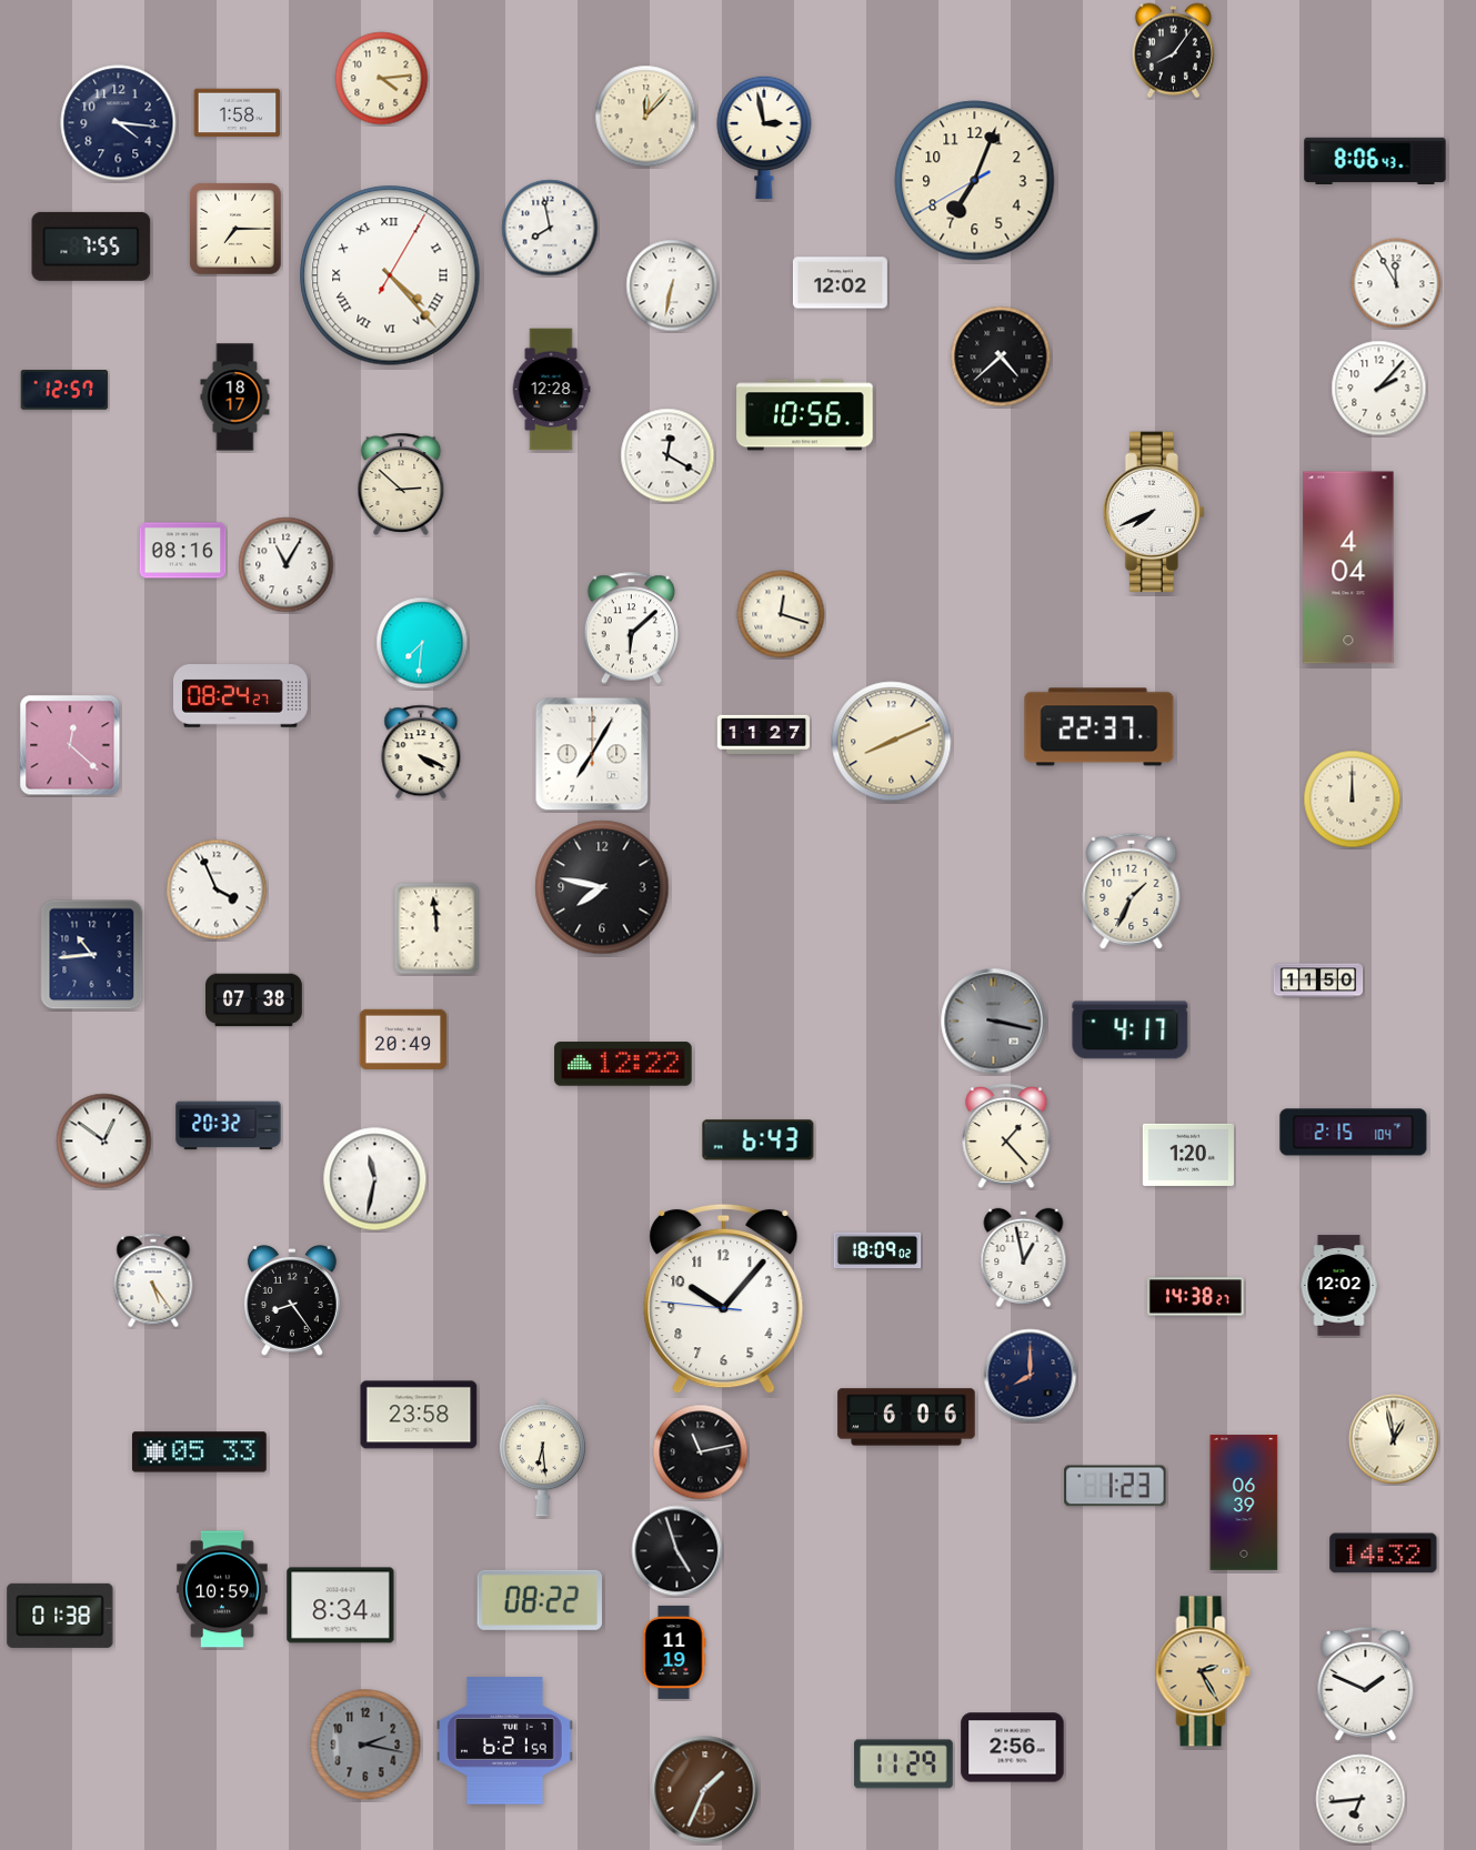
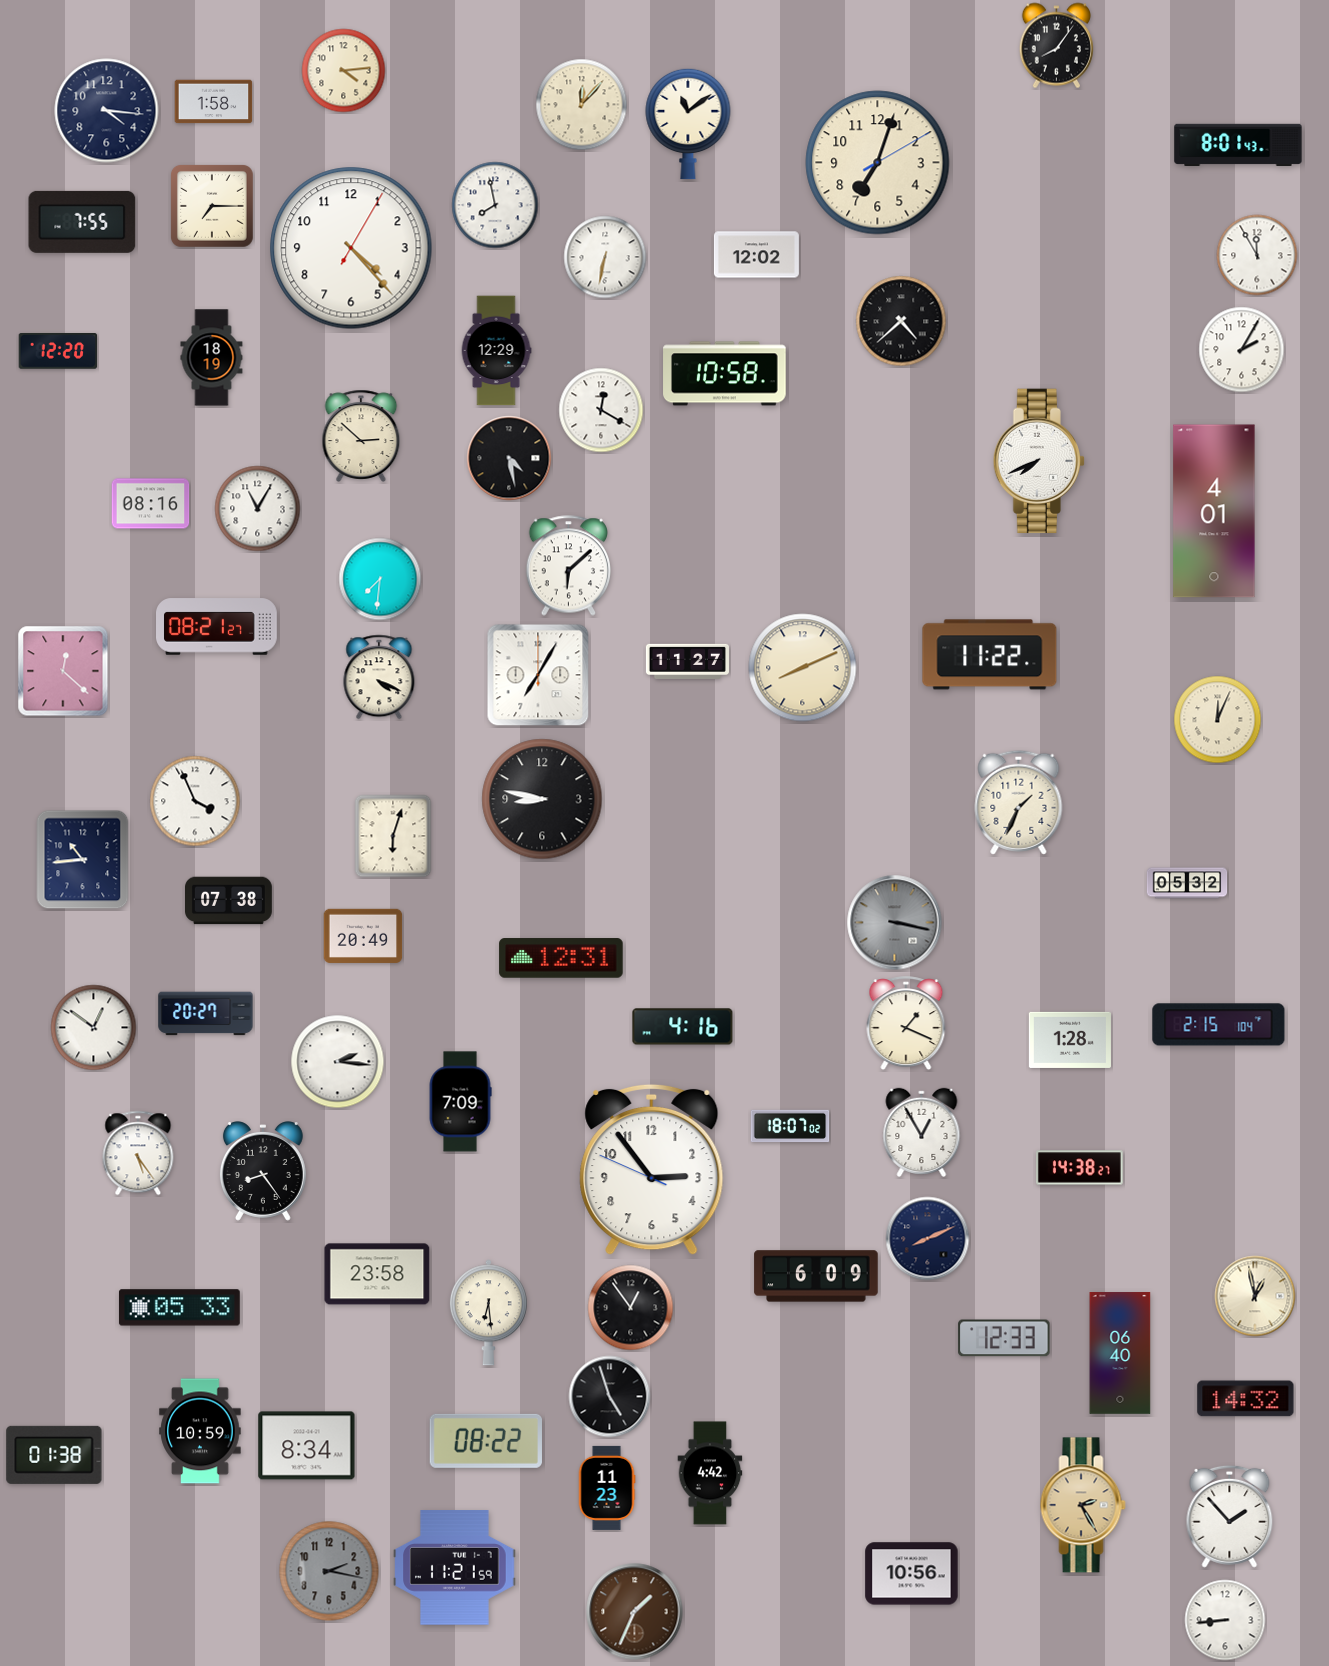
clock at (764, 138): 2:58 -> 11:09
clock at (1375, 160): 8:06 -> 8:01
clock at (975, 181): 7:03:40 -> 7:03:10
clock at (390, 275) numerals: Roman -> Arabic
clock at (1379, 389): 2:07 -> 2:05
clock at (64, 390): 12:57 -> 12:20
clock at (551, 390): 12:28 -> 12:29
clock at (235, 398): 18:17 -> 18:19
clock at (805, 415): 10:56 -> 10:58
clock at (509, 458): none -> 4:28
clock at (183, 551) position: (183, 551) -> (151, 504)
clock at (1348, 567): 4:04 -> 4:01
clock at (781, 614): 12:18 -> none
clock at (241, 696): 08:24 -> 08:21
clock at (1100, 727): 22:37 -> 11:22
clock at (592, 754) position: (592, 754) -> (538, 675)
clock at (1353, 800): 12:00 -> 12:04
clock at (602, 887): 7:47 -> 8:47
clock at (436, 928): 11:59 -> 6:03
clock at (1318, 981): 11:50 -> 05:32
clock at (994, 1022) position: (994, 1022) -> (895, 923)
clock at (1131, 1030): 4:17 -> none
clock at (623, 1064): 12:22 -> 12:31
clock at (229, 1126): 20:32 -> 20:27
clock at (1354, 1133) position: (1354, 1133) -> (1219, 1025)
clock at (1006, 1137): 1:23 -> 1:19
clock at (759, 1140): 6:43 -> 4:16
clock at (1188, 1155): 1:20 -> 1:28
clock at (375, 1179): 11:32 -> 2:16
clock at (460, 1102): none -> 7:09
clock at (877, 1250): 18:09 -> 18:07
clock at (1024, 1257): 12:58 -> 12:55
clock at (1339, 1286): 12:02 -> none
clock at (1196, 1297) position: (1196, 1297) -> (1080, 1168)
clock at (724, 1299): 10:06 -> 2:53
clock at (1031, 1376): 8:00 -> 8:11
clock at (906, 1417): 6:06 -> 6:09
clock at (701, 1452): 11:13 -> 12:54
clock at (1115, 1486): 1:23 -> 12:33
clock at (1244, 1502): 06:39 -> 06:40
clock at (710, 1473): none -> 4:42
clock at (674, 1652): 11:19 -> 11:23
clock at (1366, 1683): 1:49 -> 1:53
clock at (505, 1741): 6:21 -> 11:21
clock at (1013, 1748): 2:56 -> 10:56
clock at (904, 1764): 11:29 -> none
clock at (1360, 1799): 6:44 -> 8:44
